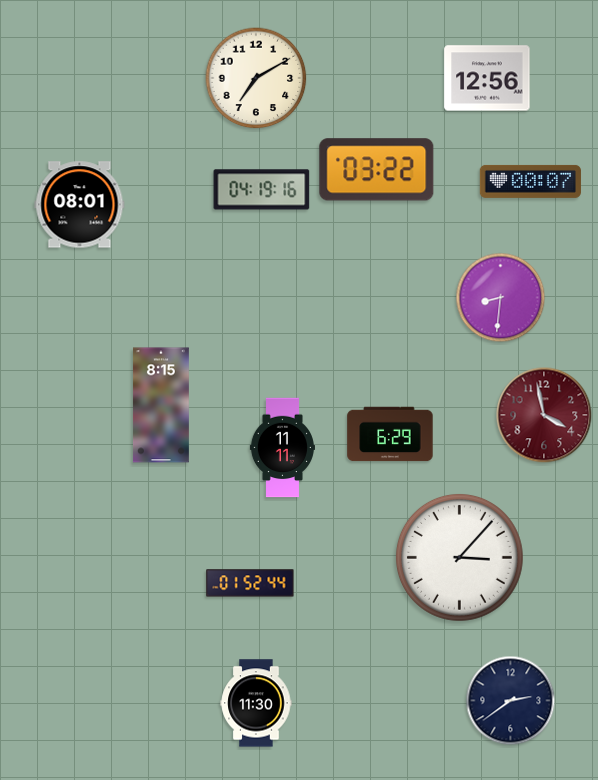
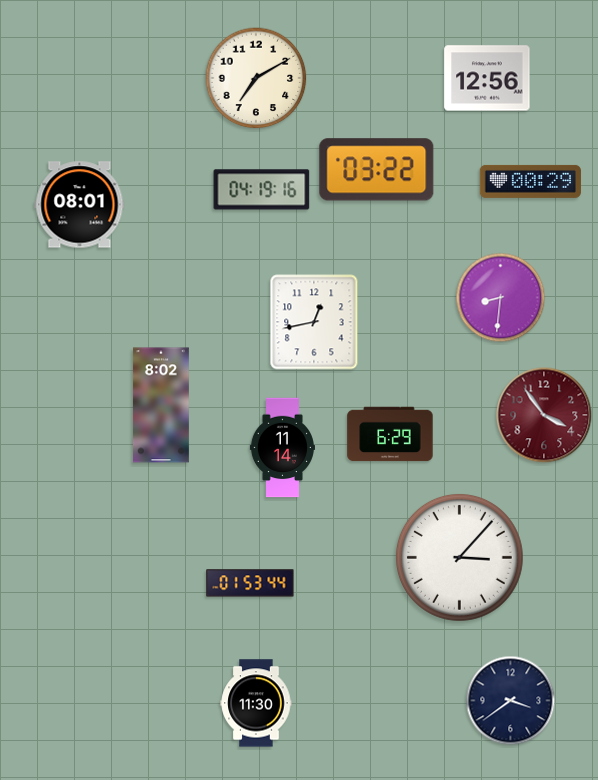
clock at (530, 181): 00:07 -> 00:29
clock at (314, 322): none -> 12:43
clock at (161, 405): 8:15 -> 8:02
clock at (544, 415): 3:58 -> 3:54
clock at (282, 448): 11:11 -> 11:14
clock at (250, 583): 01:52 -> 01:53
clock at (511, 701): 2:39 -> 3:39
